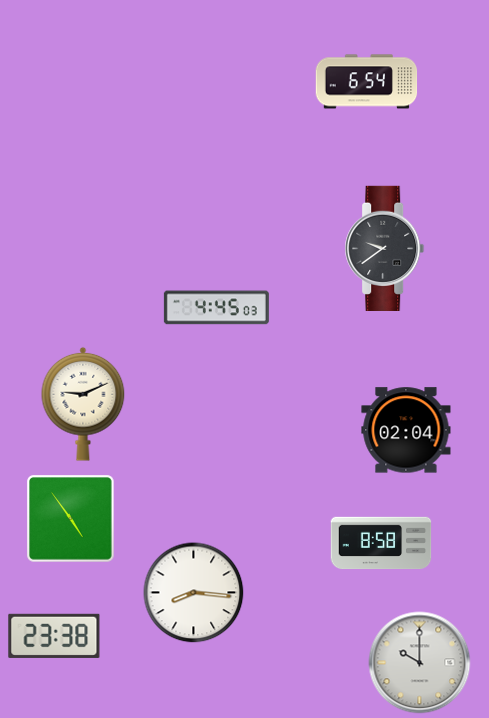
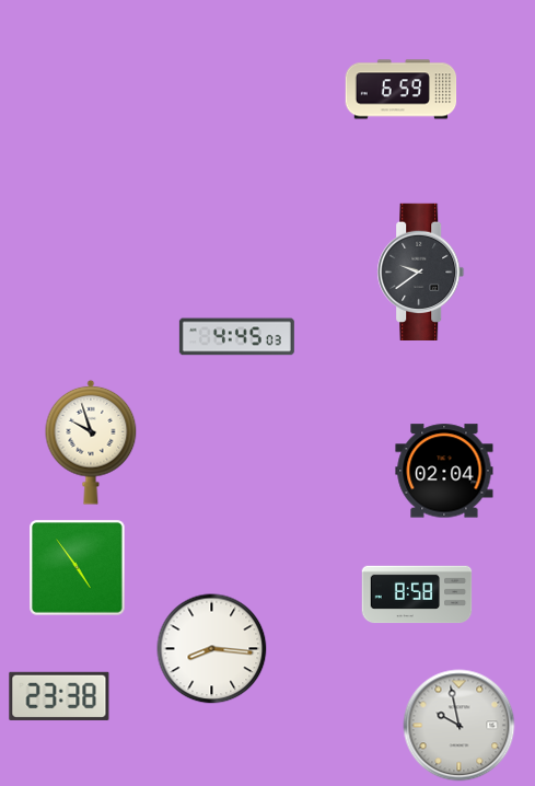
clock at (367, 82): 6:54 -> 6:59
clock at (83, 404): 9:11 -> 9:57
clock at (420, 663): 10:00 -> 9:58
